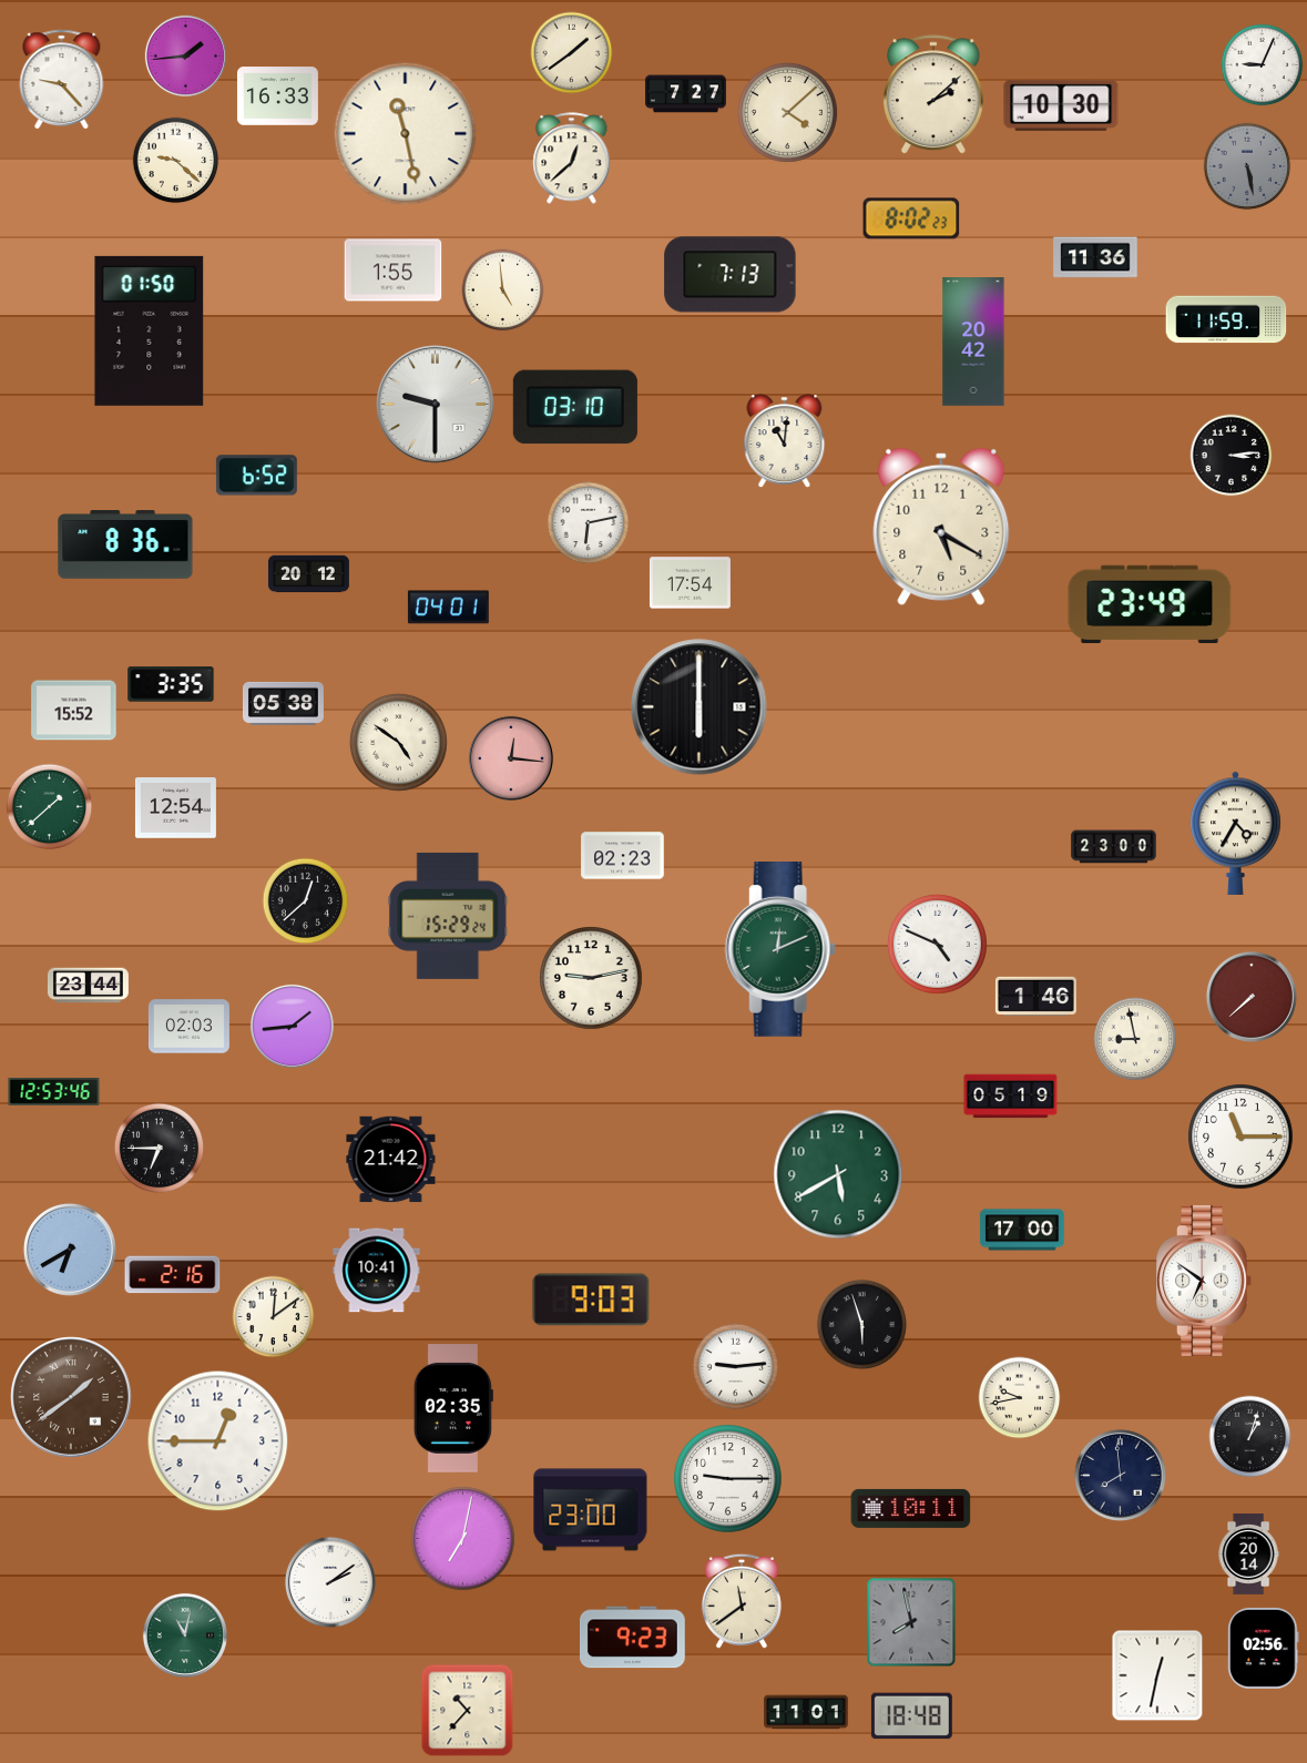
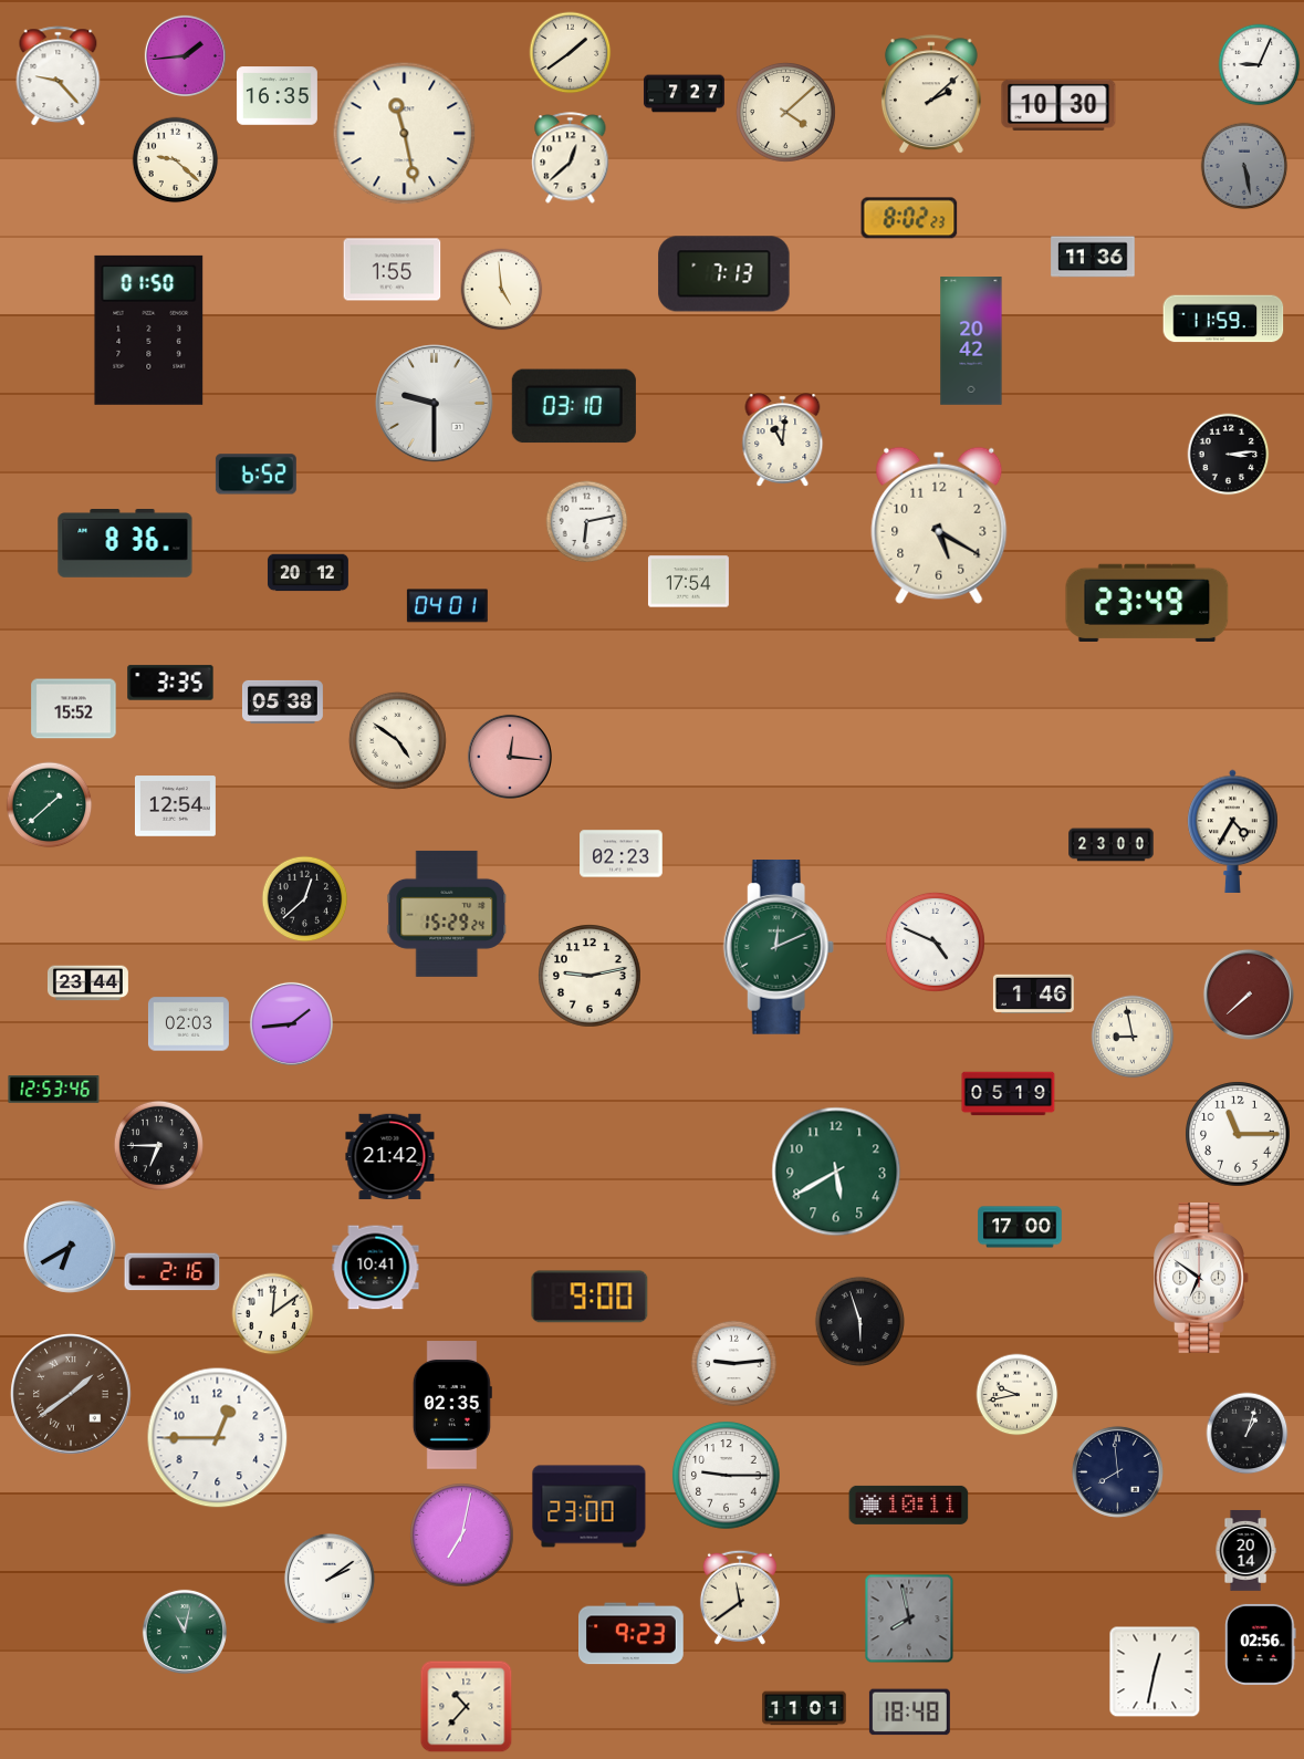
clock at (62, 80) position: (62, 80) -> (59, 76)
clock at (277, 96): 16:33 -> 16:35
clock at (731, 275) position: (731, 275) -> (724, 274)
clock at (700, 707): 6:00 -> none
clock at (591, 1300): 9:03 -> 9:00
